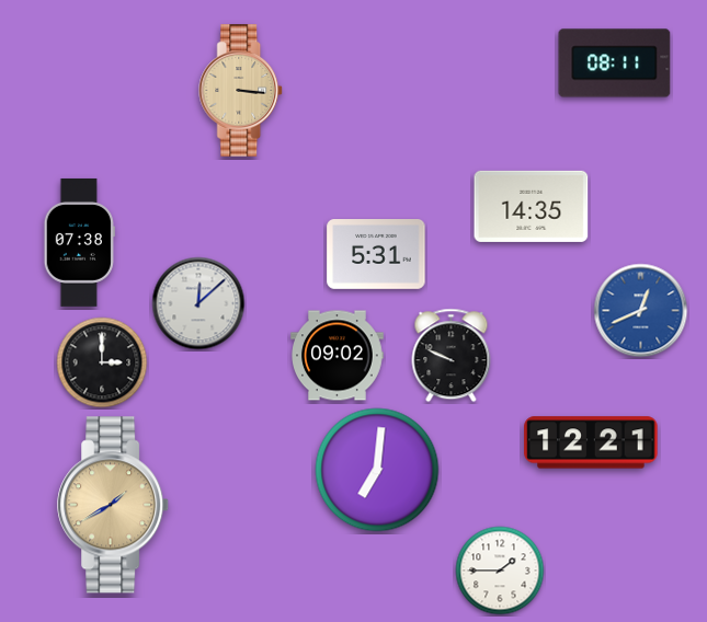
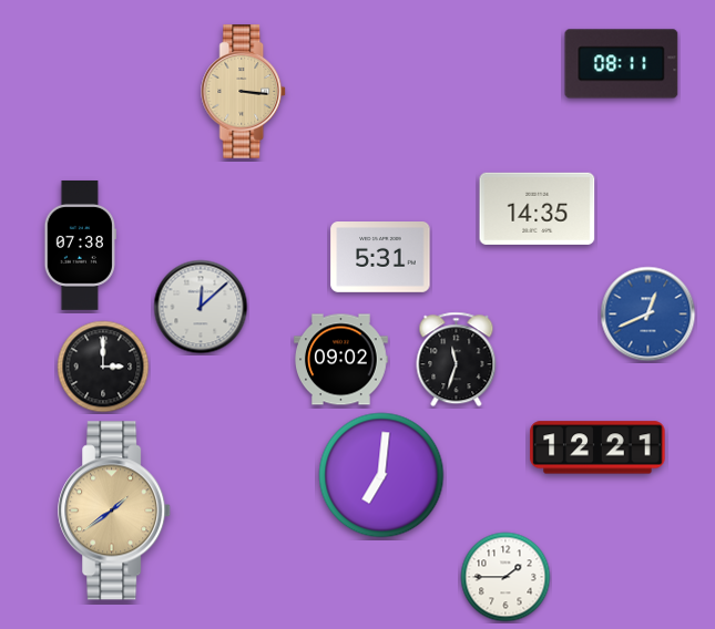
clock at (452, 356): 9:49 -> 11:33
clock at (114, 505): 1:40 -> 1:39
